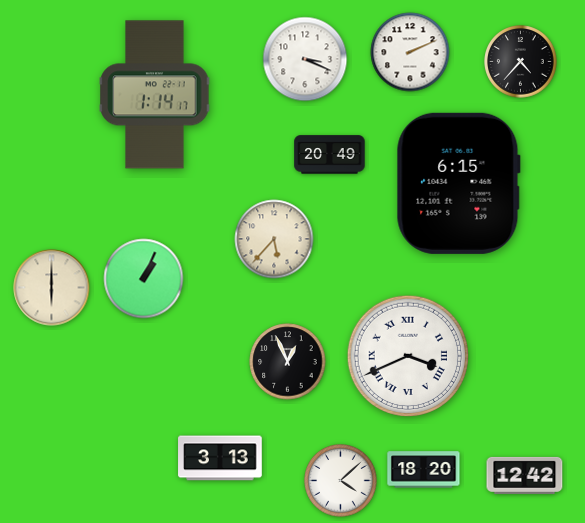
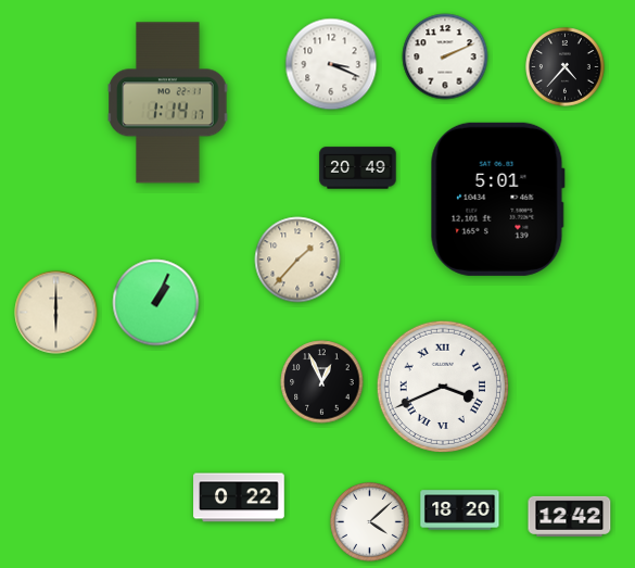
clock at (458, 183): 6:15 -> 5:01
clock at (274, 239): 5:37 -> 1:37
clock at (288, 362) position: (288, 362) -> (322, 382)
clock at (220, 458): 3:13 -> 0:22
